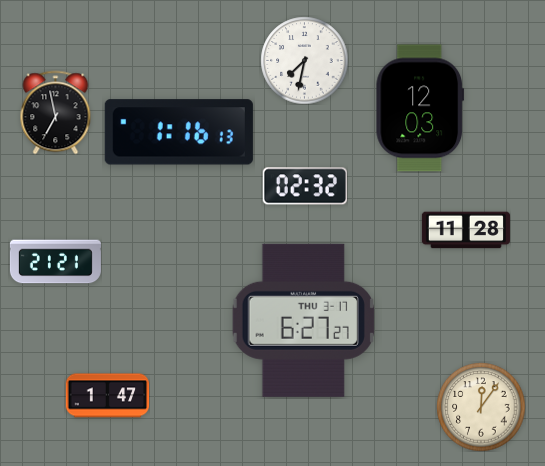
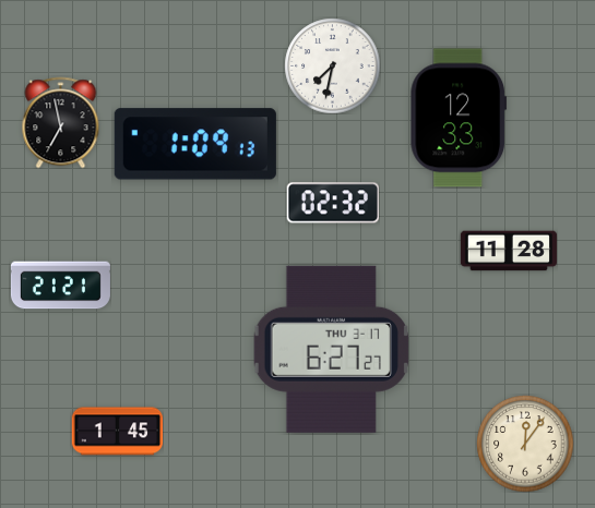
clock at (420, 108): 12:03 -> 12:33
clock at (179, 132): 1:16 -> 1:09
clock at (107, 396): 1:47 -> 1:45
